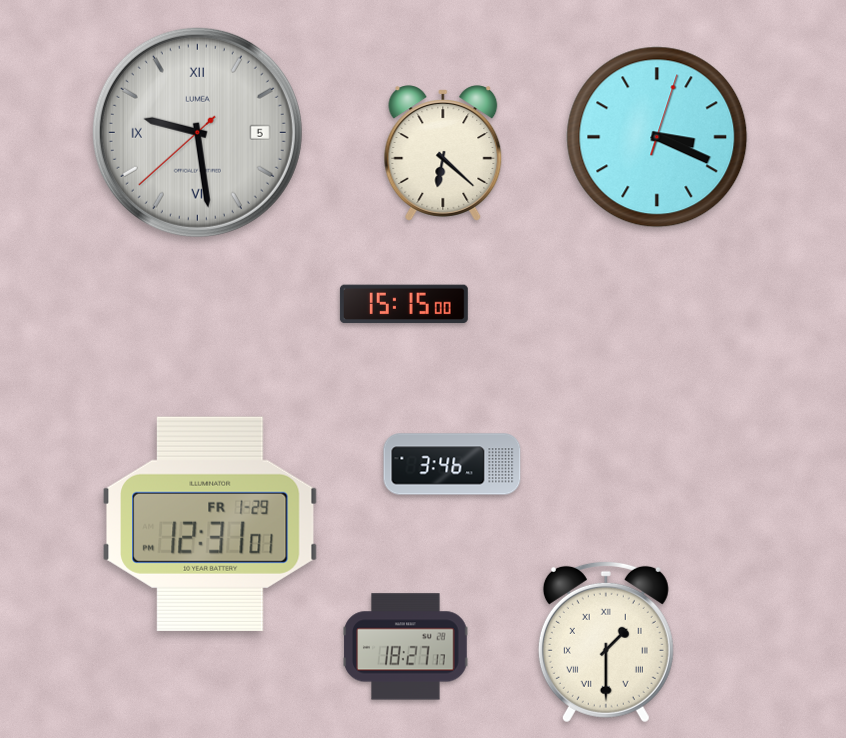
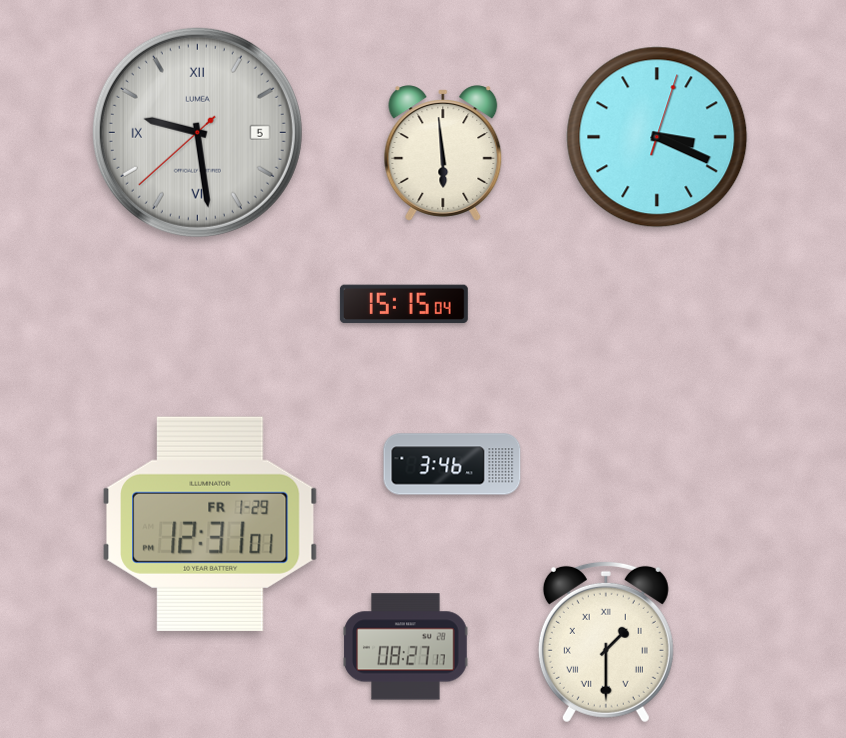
clock at (443, 153): 6:22 -> 5:59
clock at (404, 304): 15:15:00 -> 15:15:04
clock at (406, 647): 18:27 -> 08:27
